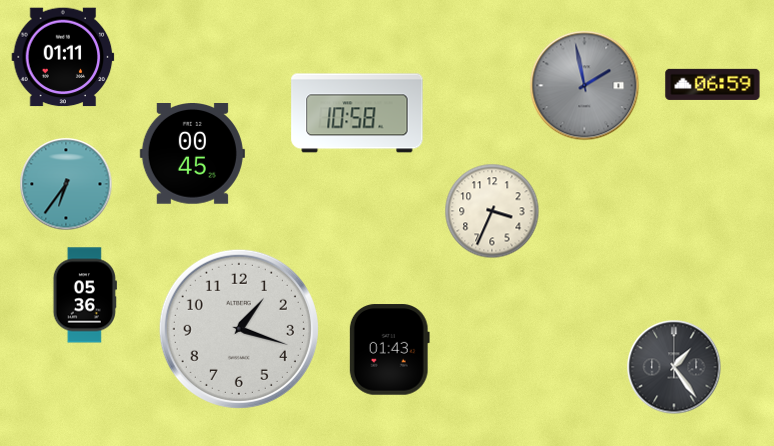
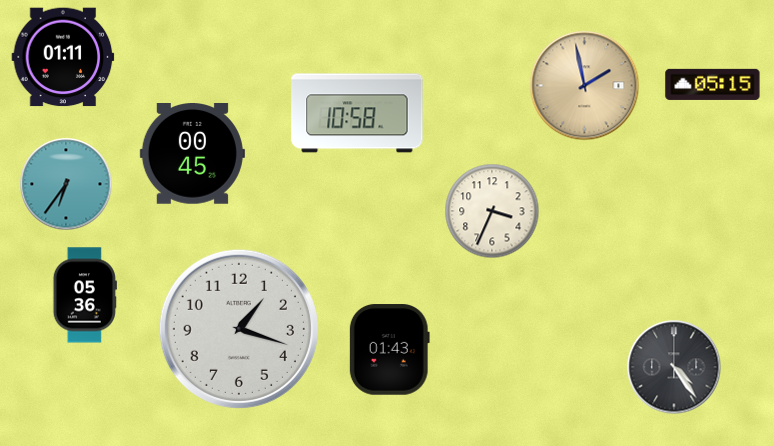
clock at (713, 84): 06:59 -> 05:15
clock at (585, 86) dial: grey -> champagne
clock at (674, 367): 1:24 -> 4:24
